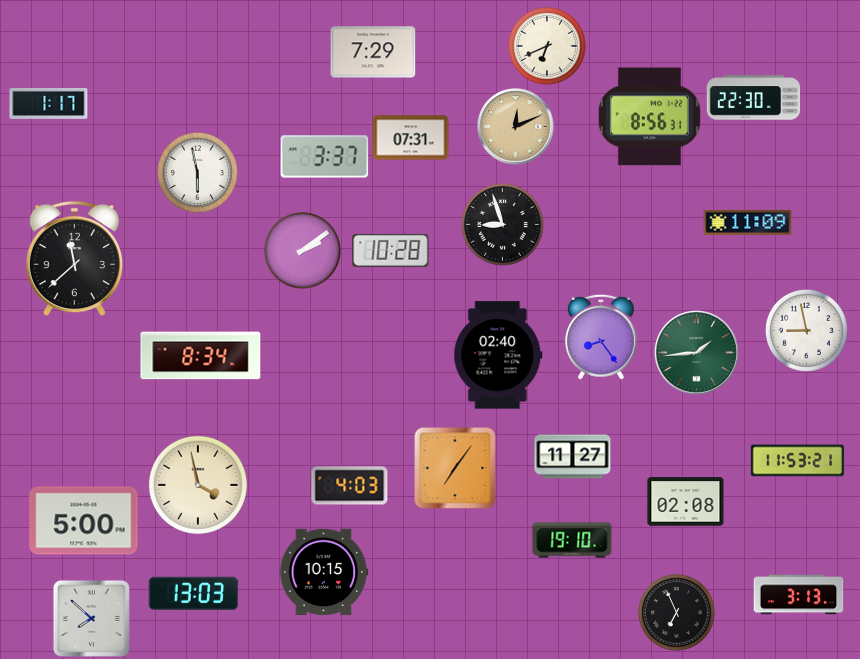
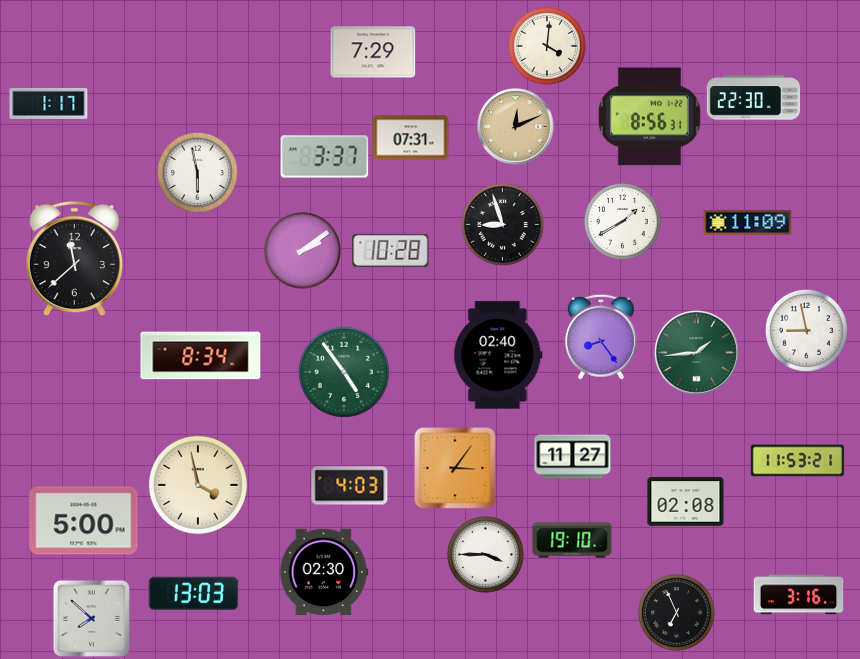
clock at (548, 47): 6:41 -> 4:01
clock at (623, 222): none -> 1:40
clock at (344, 372): none -> 4:54
clock at (455, 468): 7:06 -> 3:06
clock at (486, 555): none -> 3:45
clock at (324, 572): 10:15 -> 02:30
clock at (799, 595): 3:13 -> 3:16
